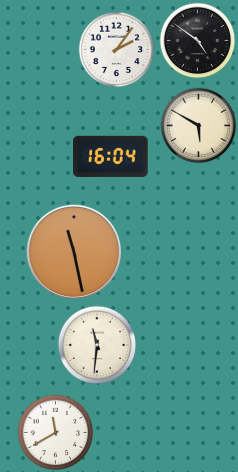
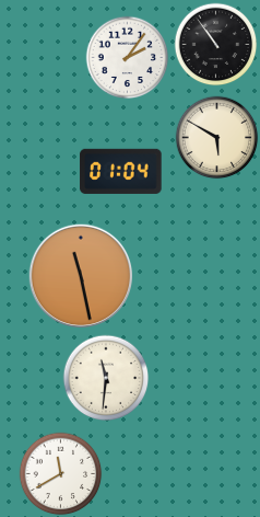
clock at (198, 41): 4:51 -> 10:54
clock at (117, 50) position: (117, 50) -> (128, 58)
clock at (111, 156): 16:04 -> 01:04
